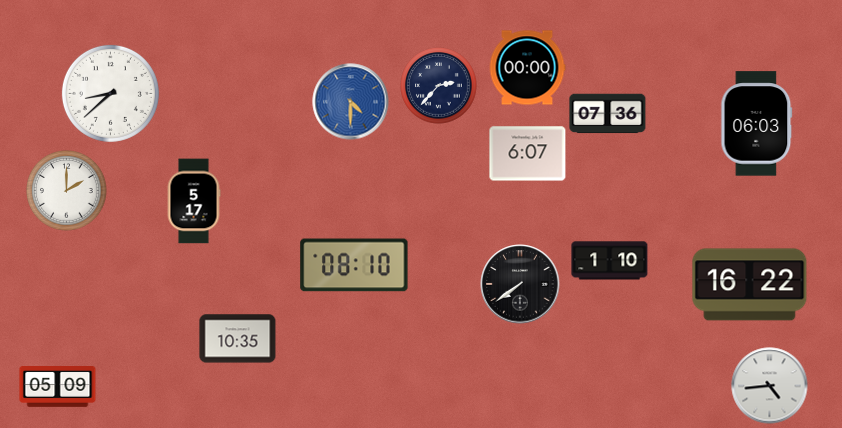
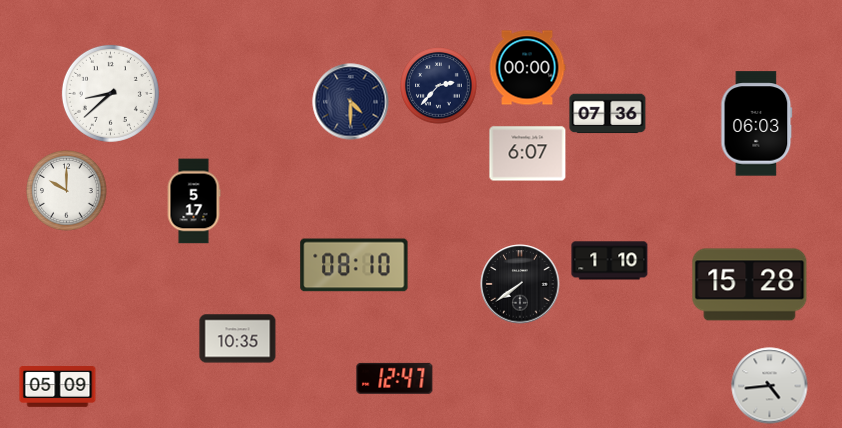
clock at (351, 102) dial: blue -> navy
clock at (67, 191): 2:00 -> 10:00
clock at (750, 285): 16:22 -> 15:28
clock at (395, 378): none -> 12:47
